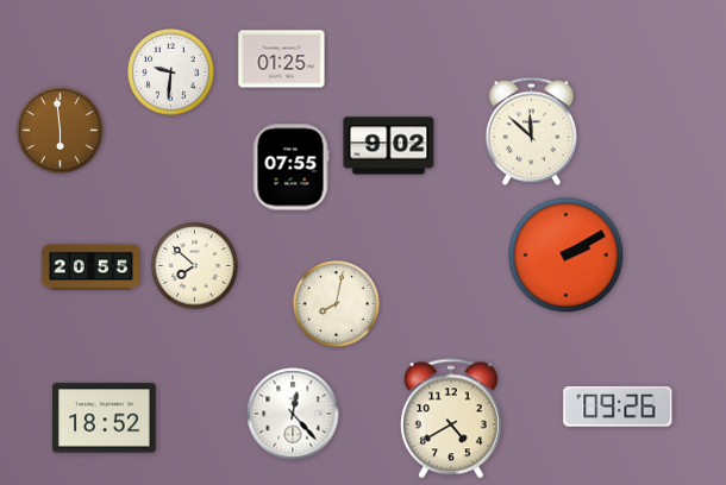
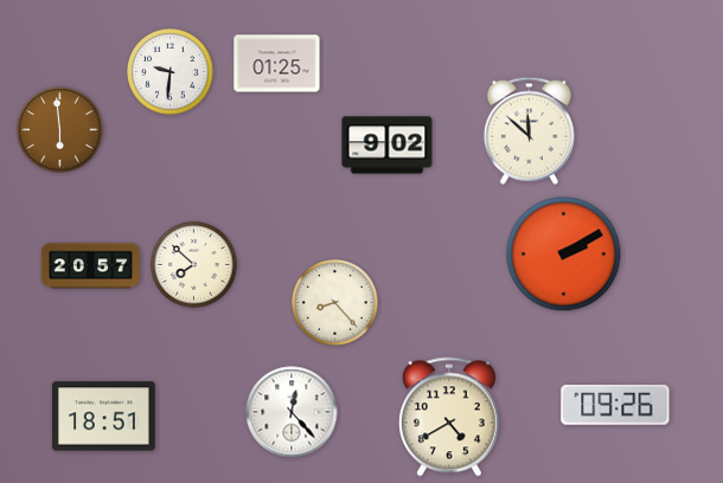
clock at (282, 59) position: (282, 59) -> (277, 64)
clock at (290, 168): 07:55 -> none
clock at (90, 267): 20:55 -> 20:57
clock at (337, 304): 8:02 -> 8:23
clock at (105, 418): 18:52 -> 18:51
